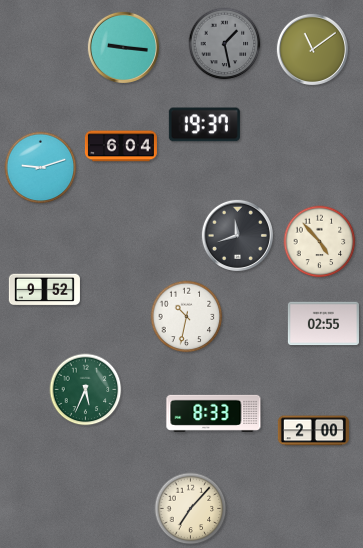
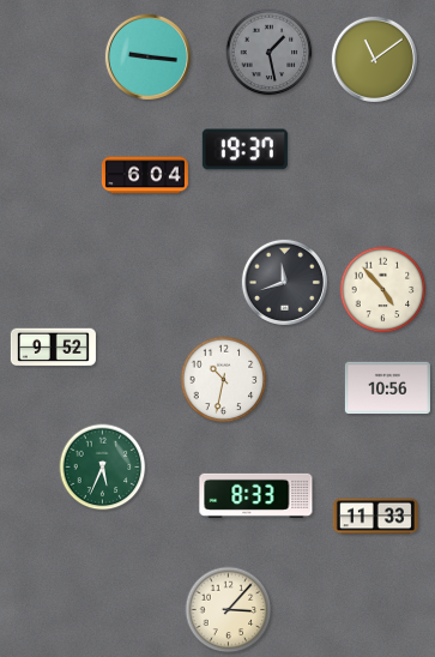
clock at (41, 168): 9:12 -> none
clock at (323, 324): 02:55 -> 10:56
clock at (313, 431): 2:00 -> 11:33
clock at (191, 509): 7:07 -> 3:07
